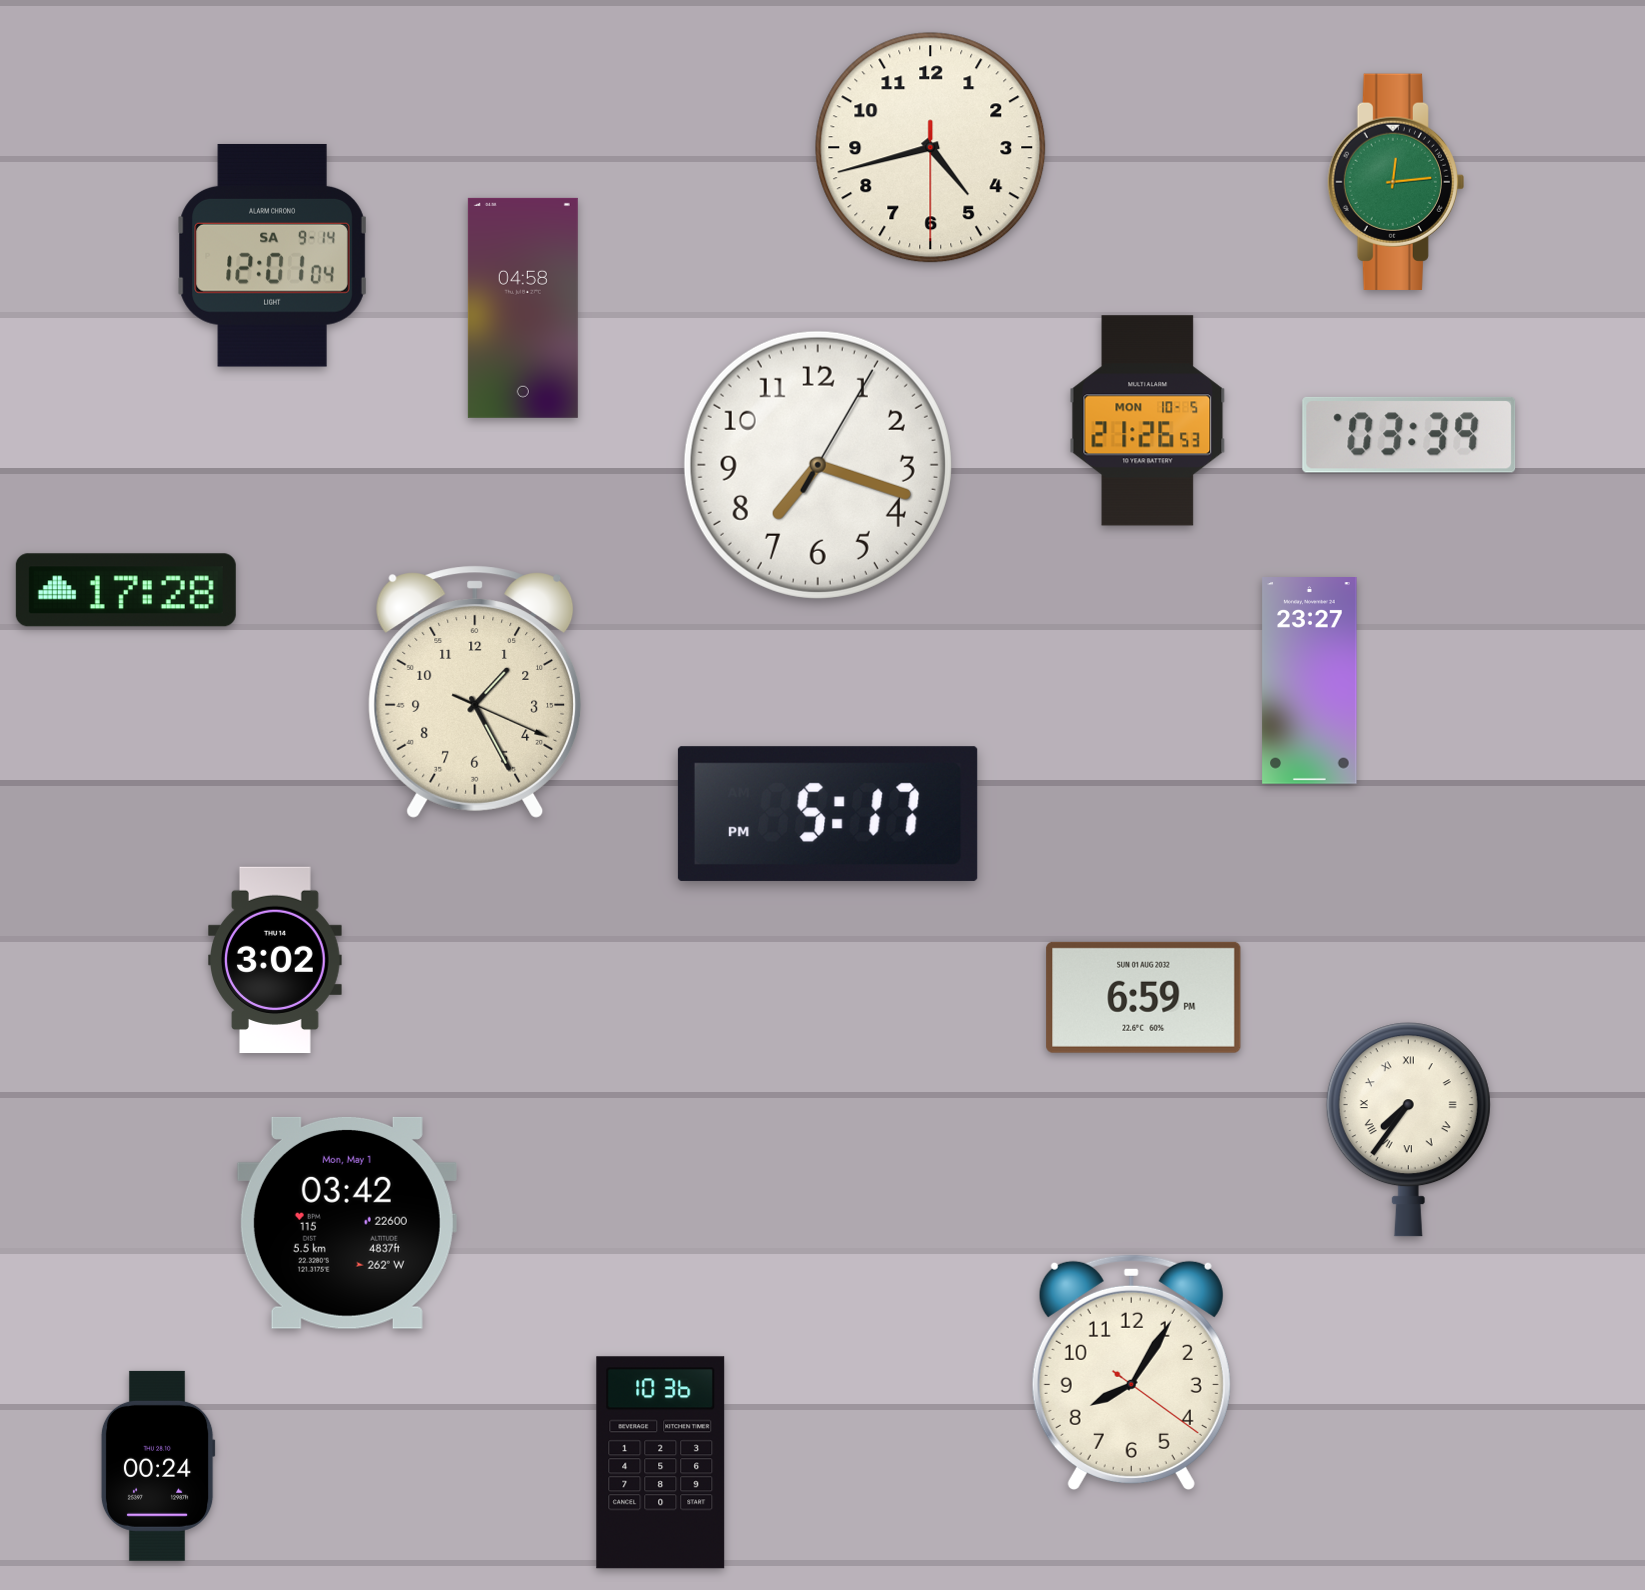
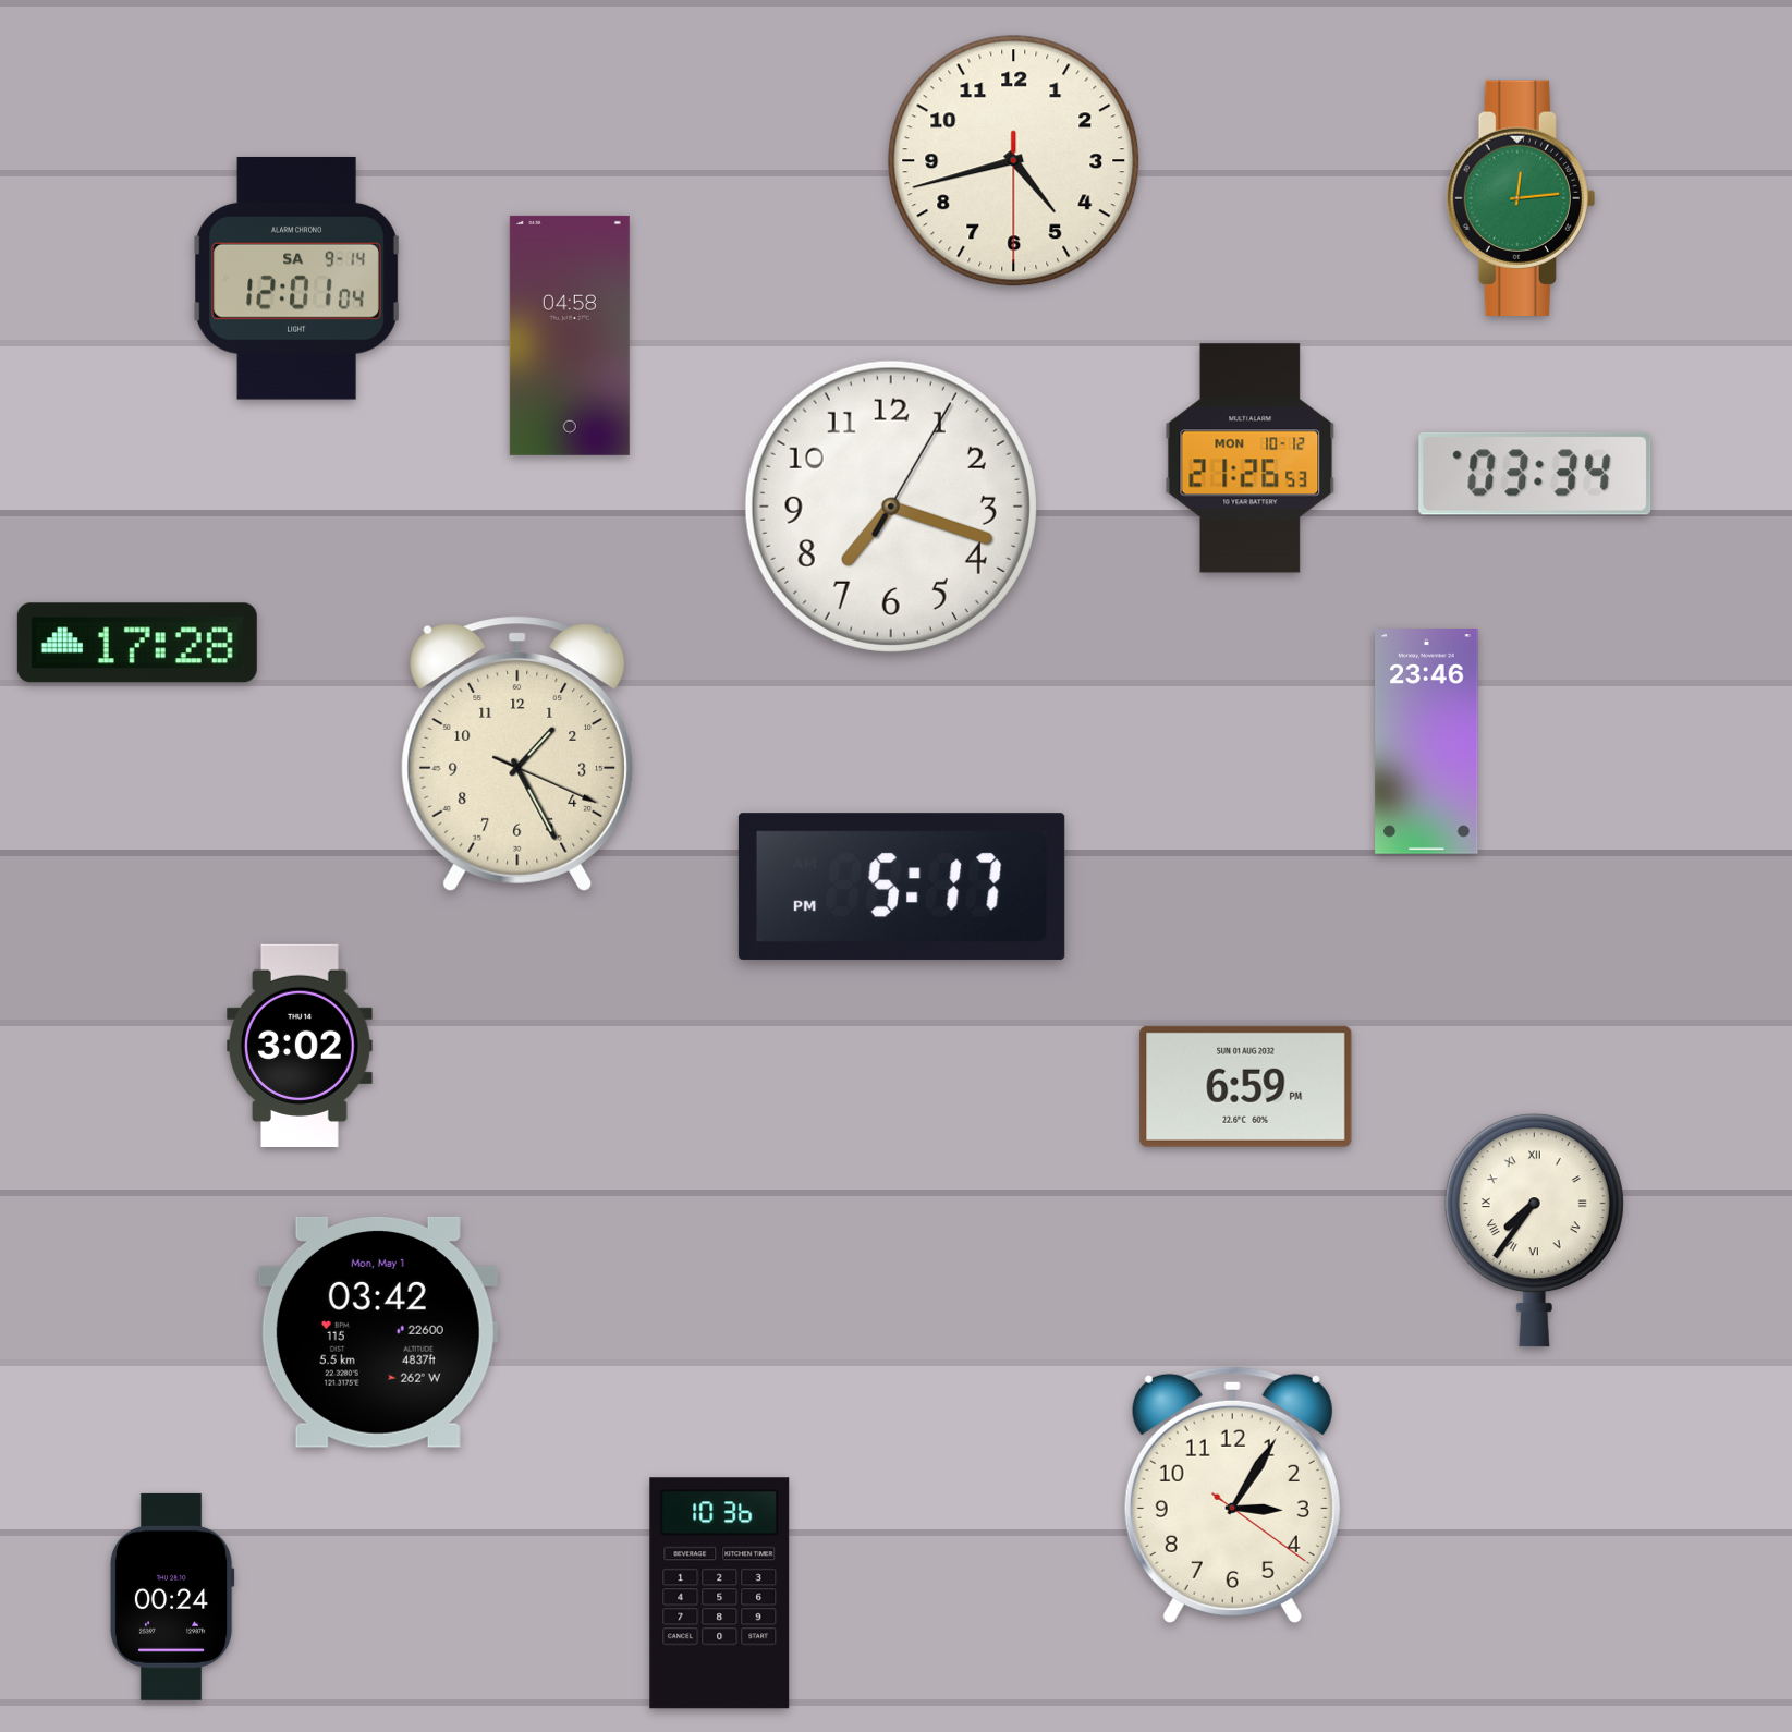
clock at (1148, 421) date: MON 10-5 -> MON 10-12
clock at (1409, 435): 03:39 -> 03:34
clock at (1310, 681): 23:27 -> 23:46
clock at (1131, 1372): 8:05 -> 3:05
